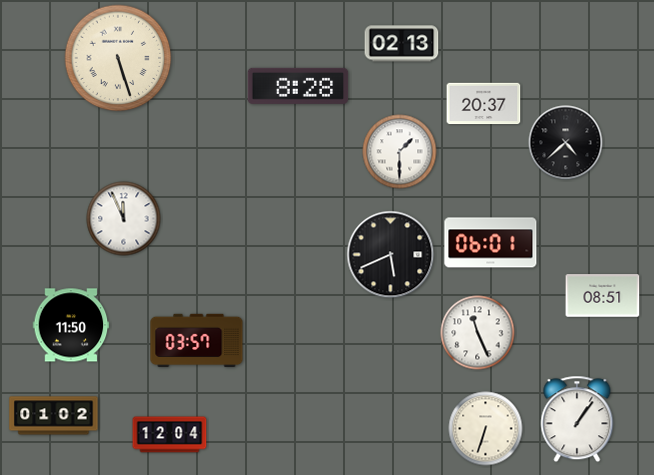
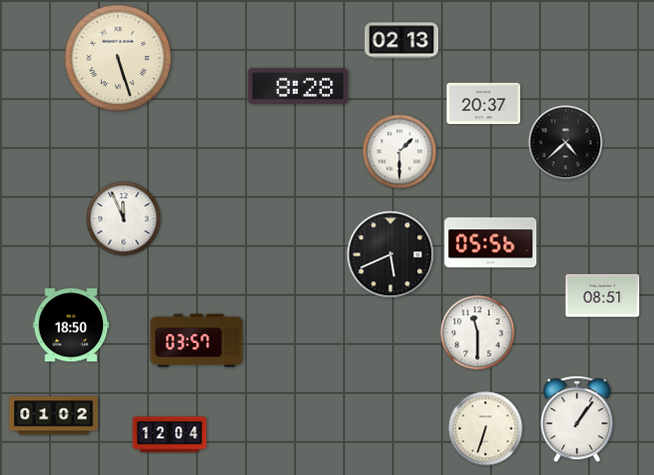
clock at (402, 44) position: (402, 44) -> (402, 41)
clock at (491, 243): 06:01 -> 05:56
clock at (71, 325): 11:50 -> 18:50
clock at (478, 333): 11:26 -> 11:30
